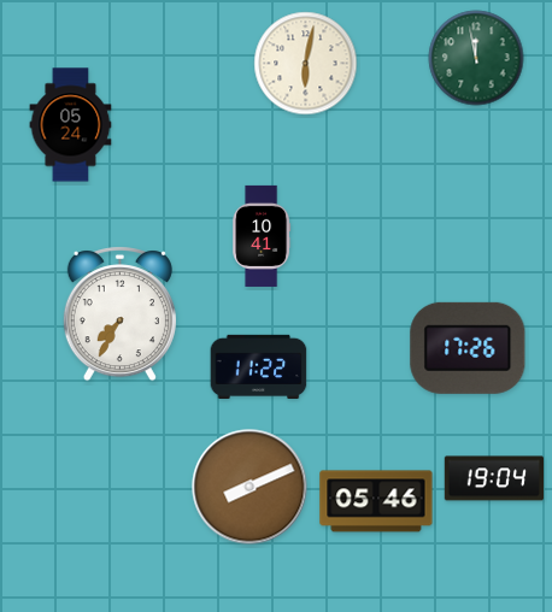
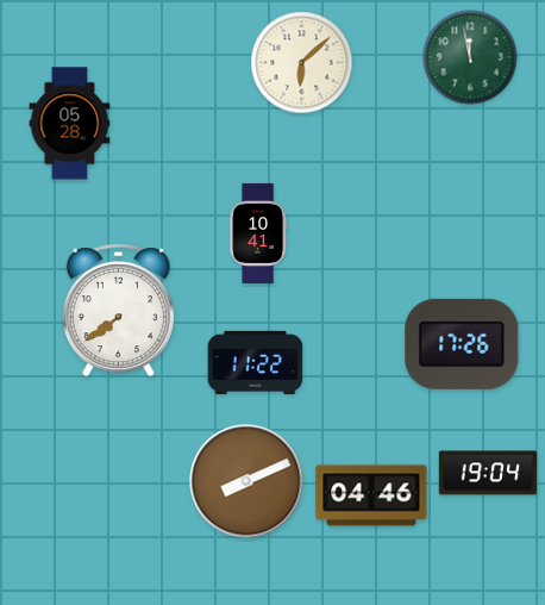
clock at (306, 64): 6:02 -> 6:08
clock at (71, 125): 05:24 -> 05:28
clock at (119, 314): 7:35 -> 7:39
clock at (376, 501): 05:46 -> 04:46
